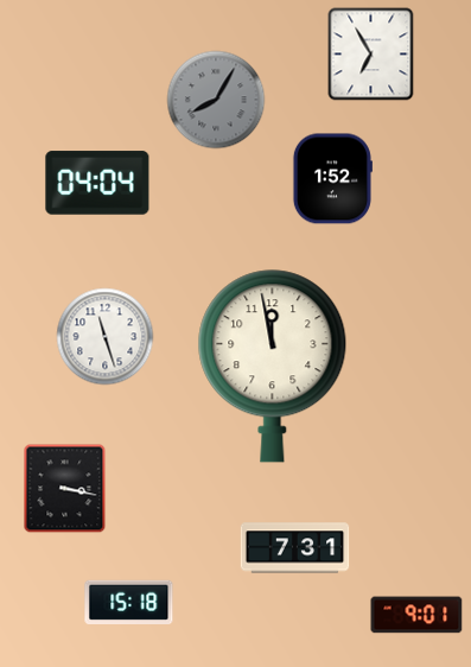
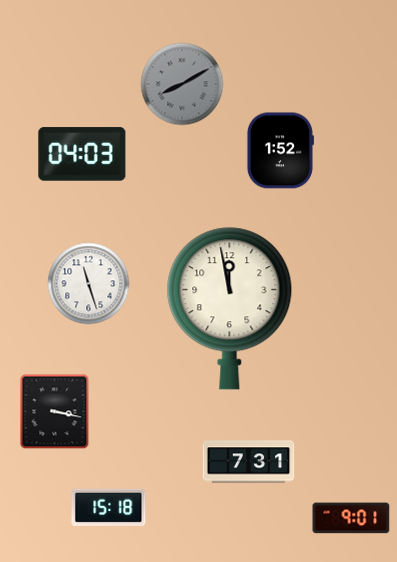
clock at (371, 55): 6:55 -> none
clock at (216, 100): 8:05 -> 8:10
clock at (97, 183): 04:04 -> 04:03
